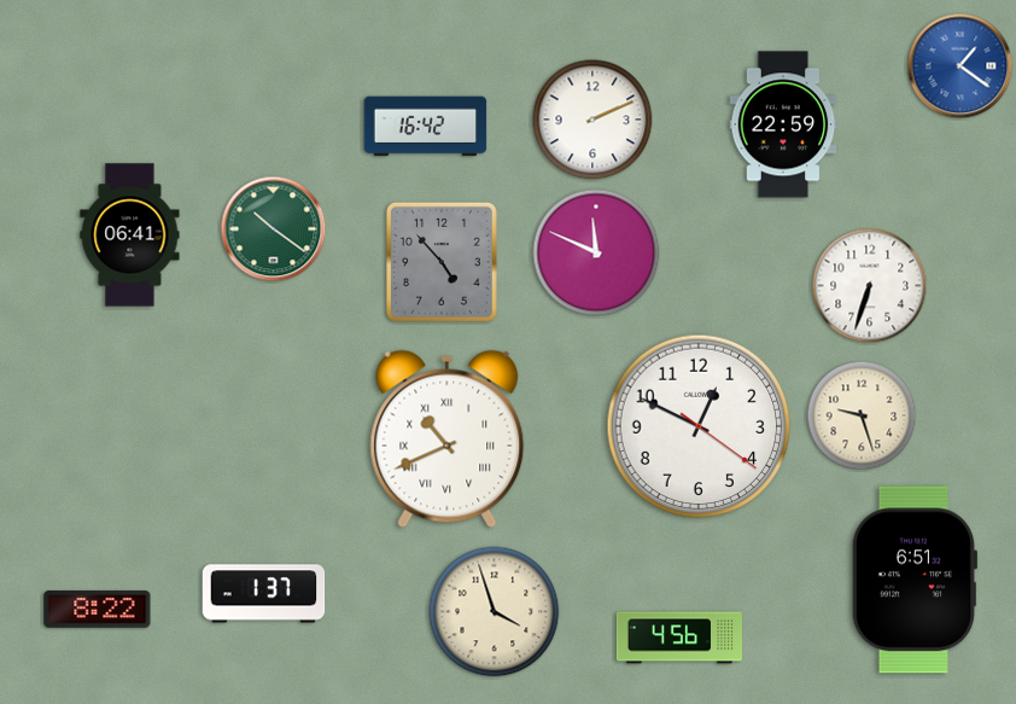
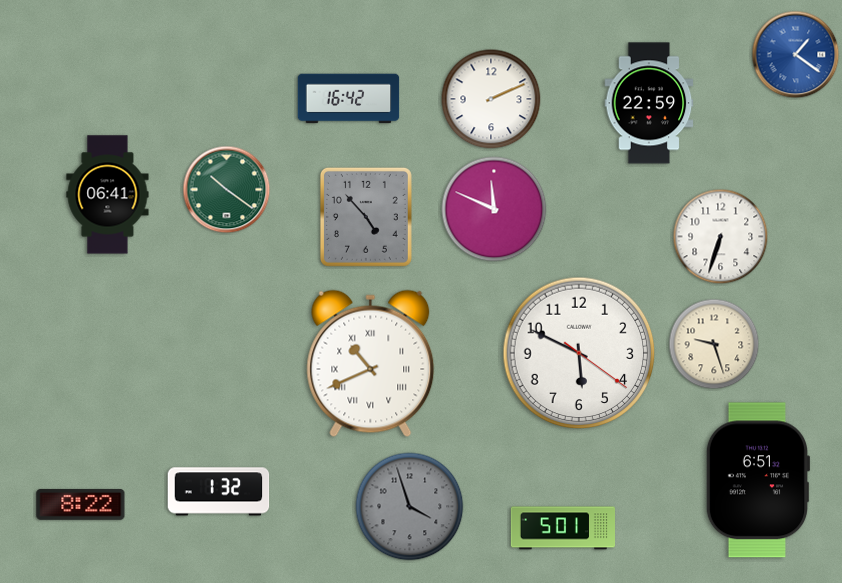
clock at (426, 127) position: (426, 127) -> (349, 99)
clock at (699, 426): 12:49 -> 5:49
clock at (264, 594): 1:37 -> 1:32
clock at (495, 612) dial: cream -> grey
clock at (678, 638): 4:56 -> 5:01
